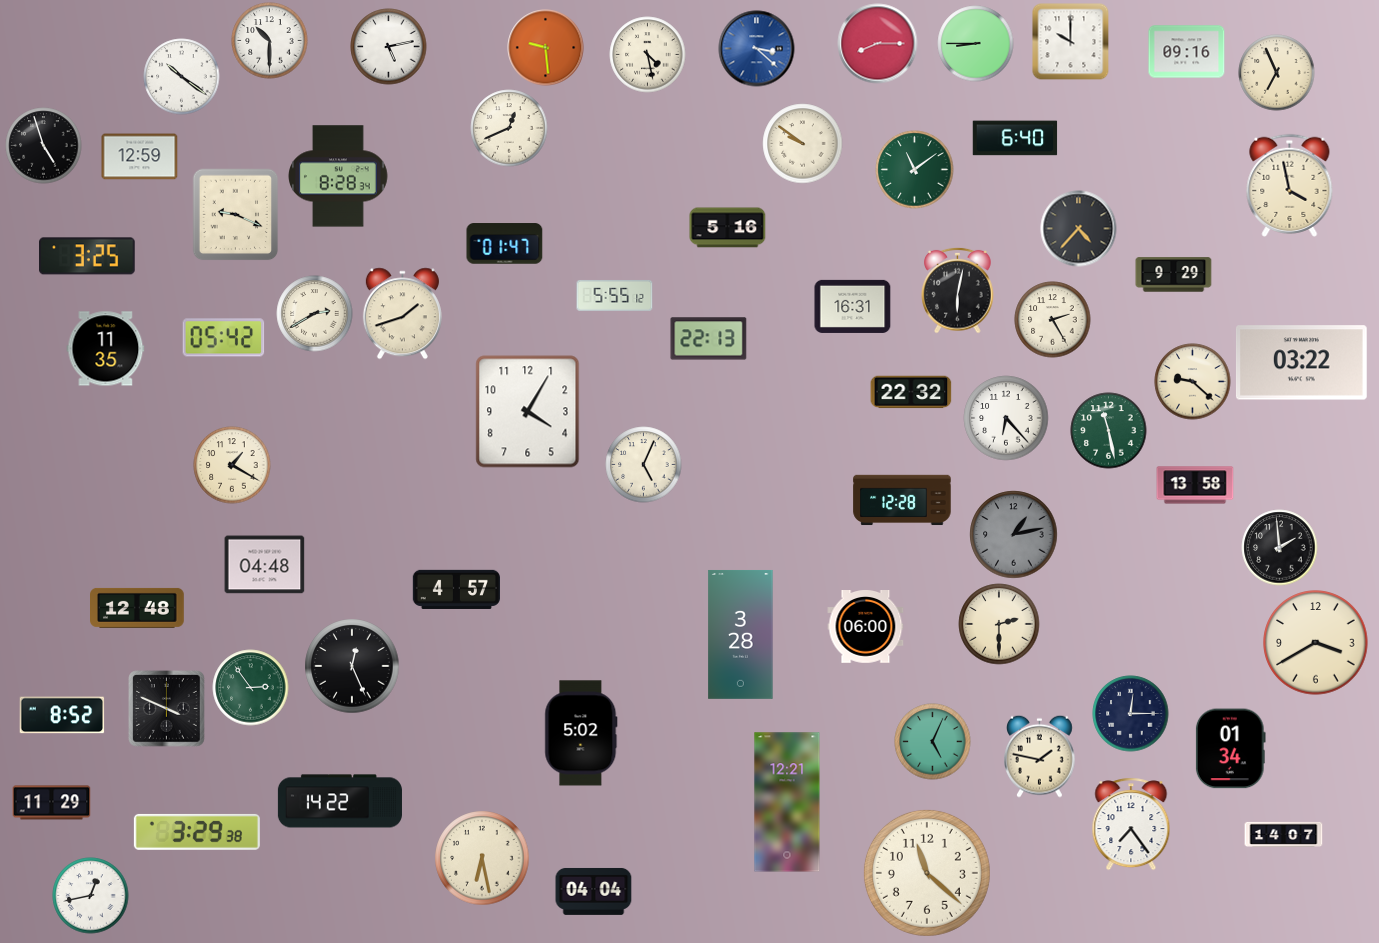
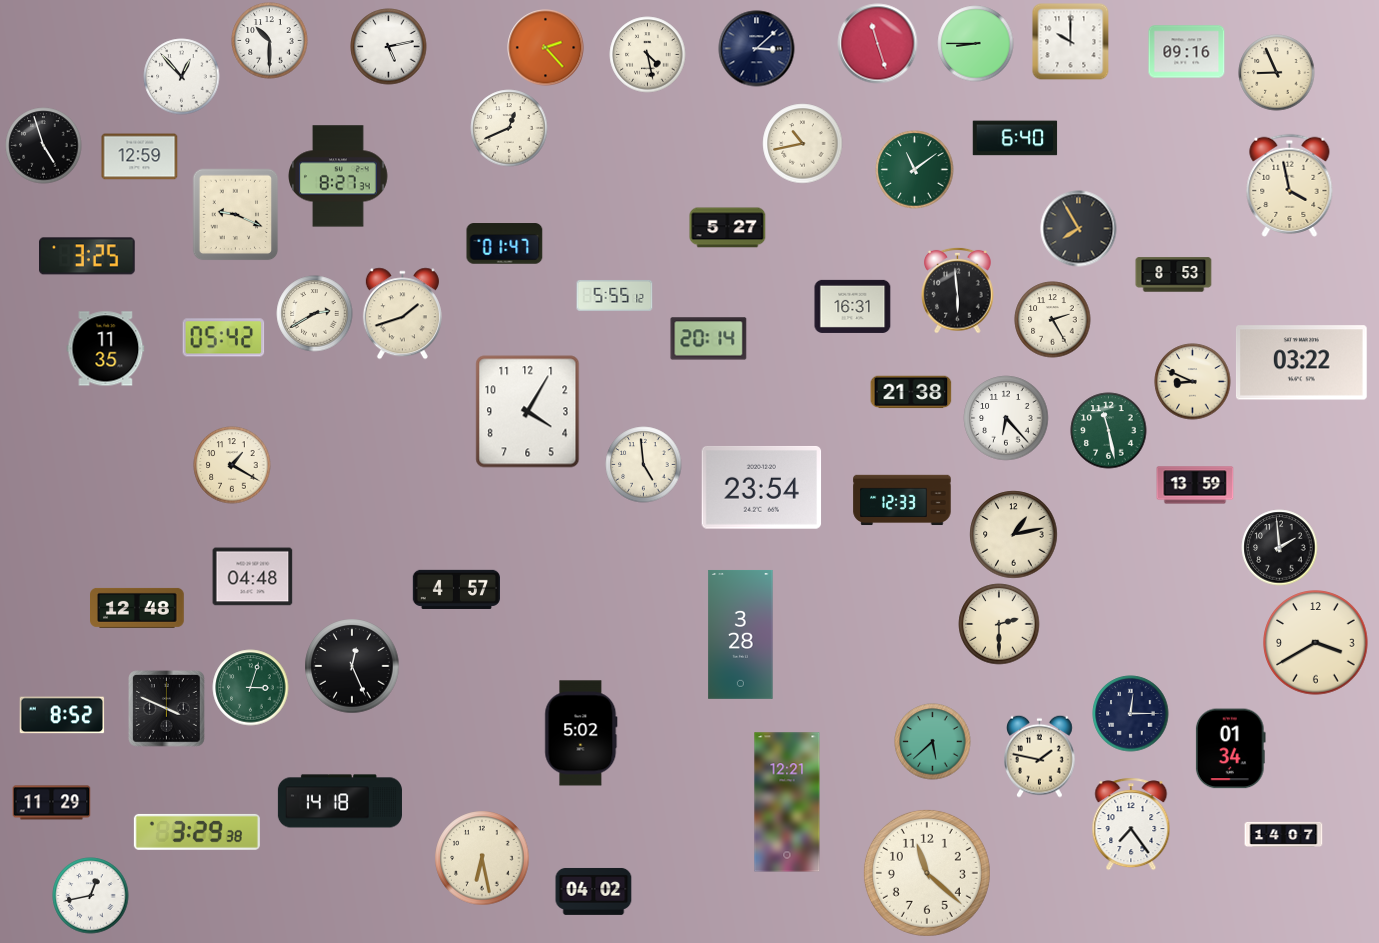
clock at (878, 44): 8:15 -> 11:27
clock at (546, 48): 9:29 -> 2:23
clock at (757, 49): 3:22 -> 3:08
clock at (757, 49) dial: blue -> navy
clock at (1277, 73): 6:56 -> 8:56
clock at (182, 77): 10:21 -> 12:53
clock at (803, 144): 9:51 -> 10:43
clock at (338, 176): 8:28 -> 8:27
clock at (728, 228): 5:16 -> 5:27
clock at (1079, 229): 4:37 -> 7:55
clock at (1174, 275): 9:29 -> 8:53
clock at (958, 290): 6:02 -> 5:59
clock at (709, 339): 22:13 -> 20:14
clock at (1193, 382): 9:22 -> 8:49
clock at (911, 392): 22:32 -> 21:38
clock at (644, 465): 5:04 -> 4:59
clock at (1195, 485): 13:58 -> 13:59
clock at (762, 488): none -> 23:54
clock at (902, 500): 12:28 -> 12:33
clock at (1014, 535) dial: grey -> cream
clock at (265, 565) position: (265, 565) -> (253, 577)
clock at (866, 627): 06:00 -> none
clock at (251, 688): 2:54 -> 3:03
clock at (933, 742): 5:04 -> 5:38
clock at (340, 801): 14:22 -> 14:18
clock at (594, 891): 04:04 -> 04:02
